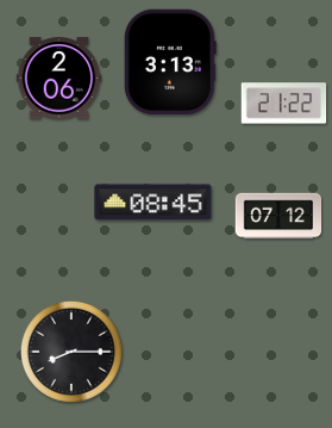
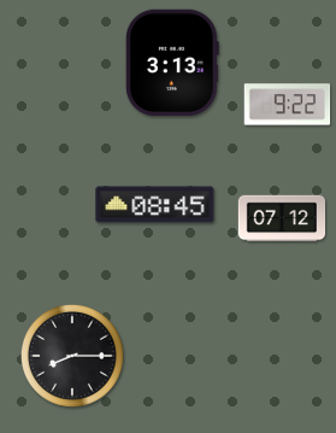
clock at (59, 79): 2:06 -> none
clock at (284, 104): 21:22 -> 9:22
